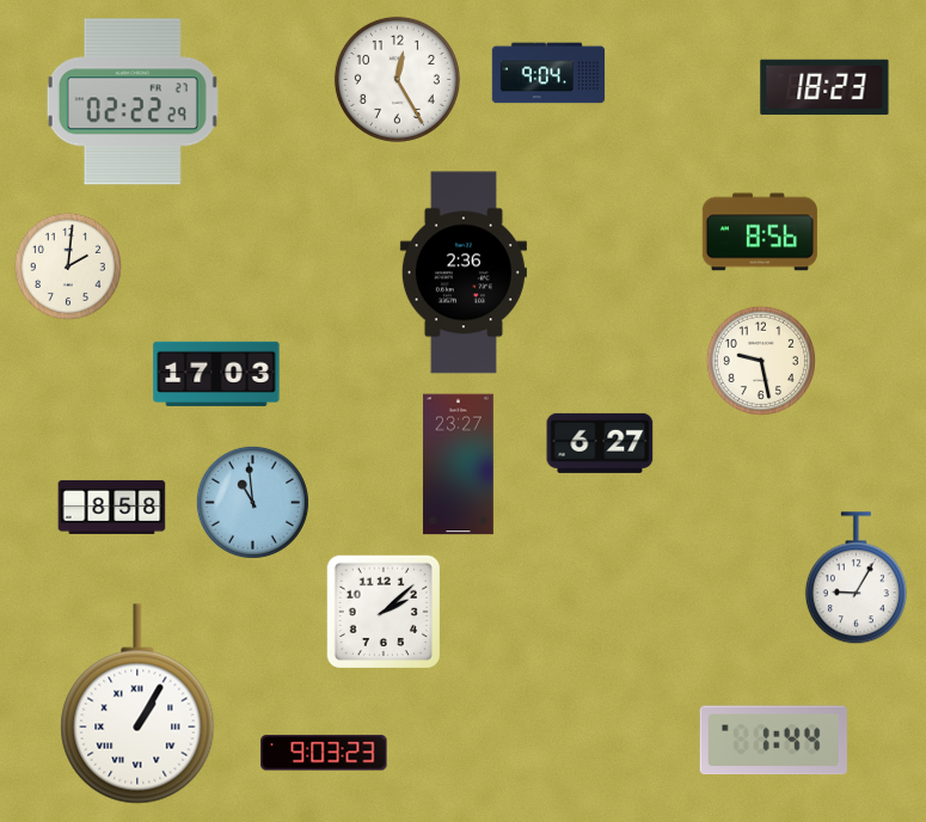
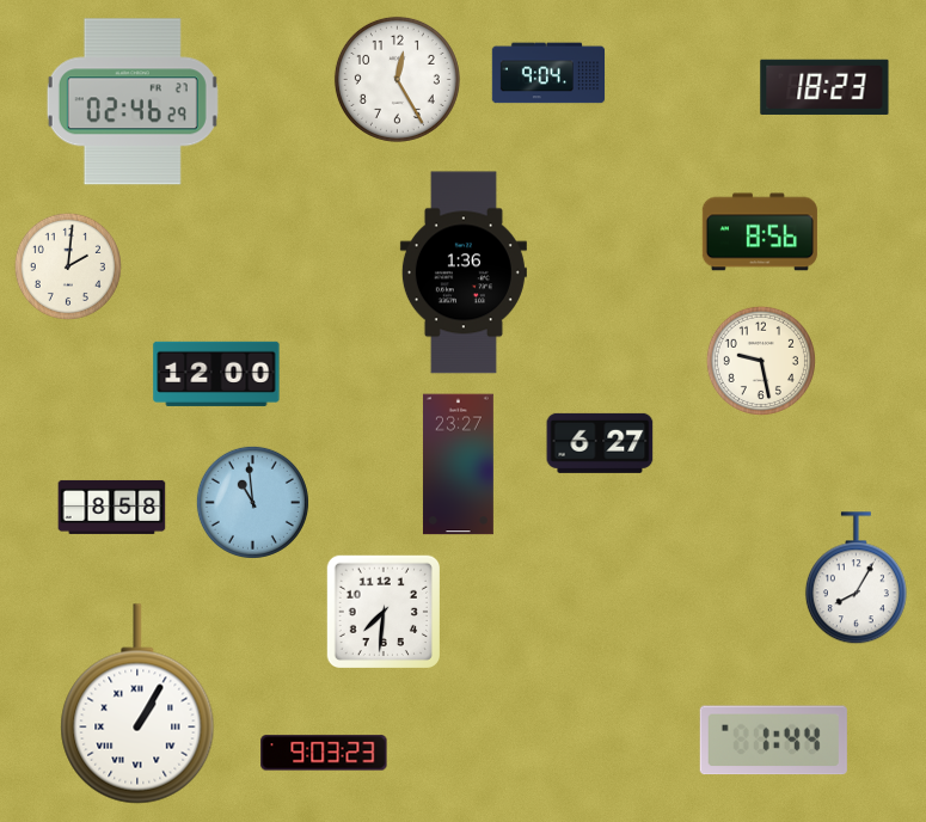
clock at (133, 102): 02:22 -> 02:46
clock at (464, 272): 2:36 -> 1:36
clock at (216, 374): 17:03 -> 12:00
clock at (856, 578): 9:05 -> 8:05
clock at (382, 611): 2:08 -> 7:31
